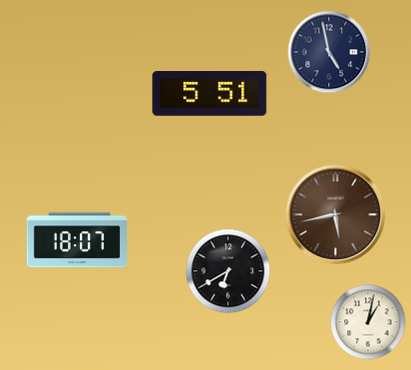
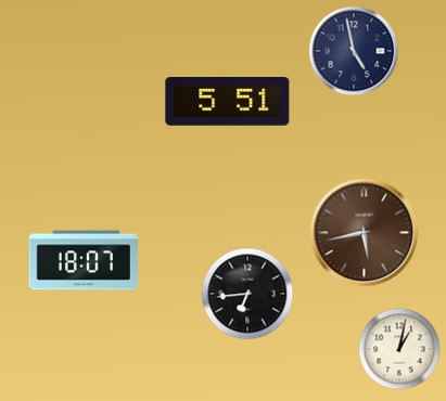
clock at (329, 52) position: (329, 52) -> (354, 51)
clock at (228, 271): 6:40 -> 6:44
